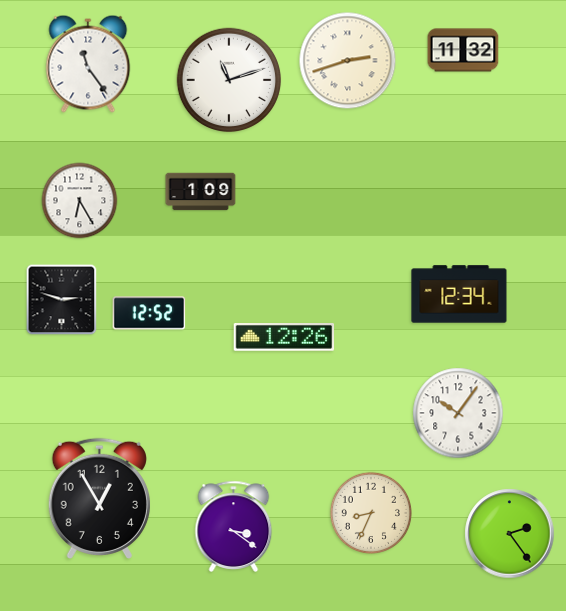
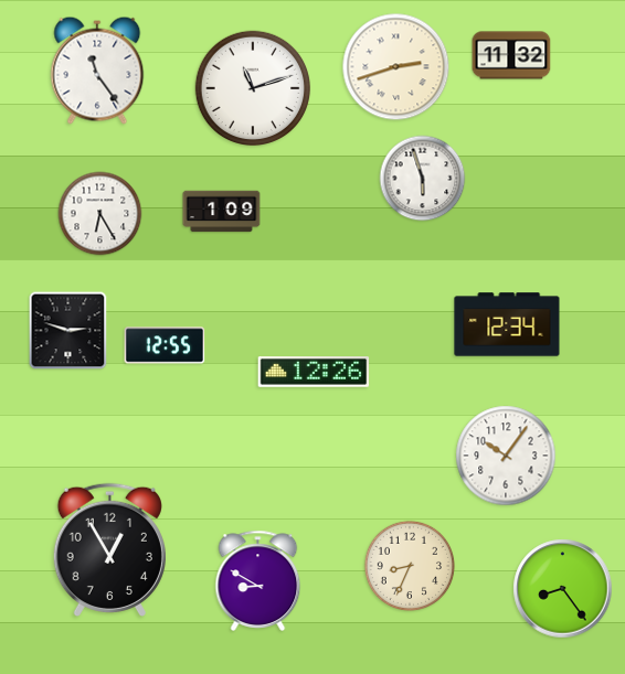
clock at (348, 61) position: (348, 61) -> (396, 67)
clock at (423, 179): none -> 5:57
clock at (80, 201) position: (80, 201) -> (100, 214)
clock at (149, 313): 12:52 -> 12:55
clock at (234, 526): 3:21 -> 8:50
clock at (510, 534): 2:24 -> 8:24
